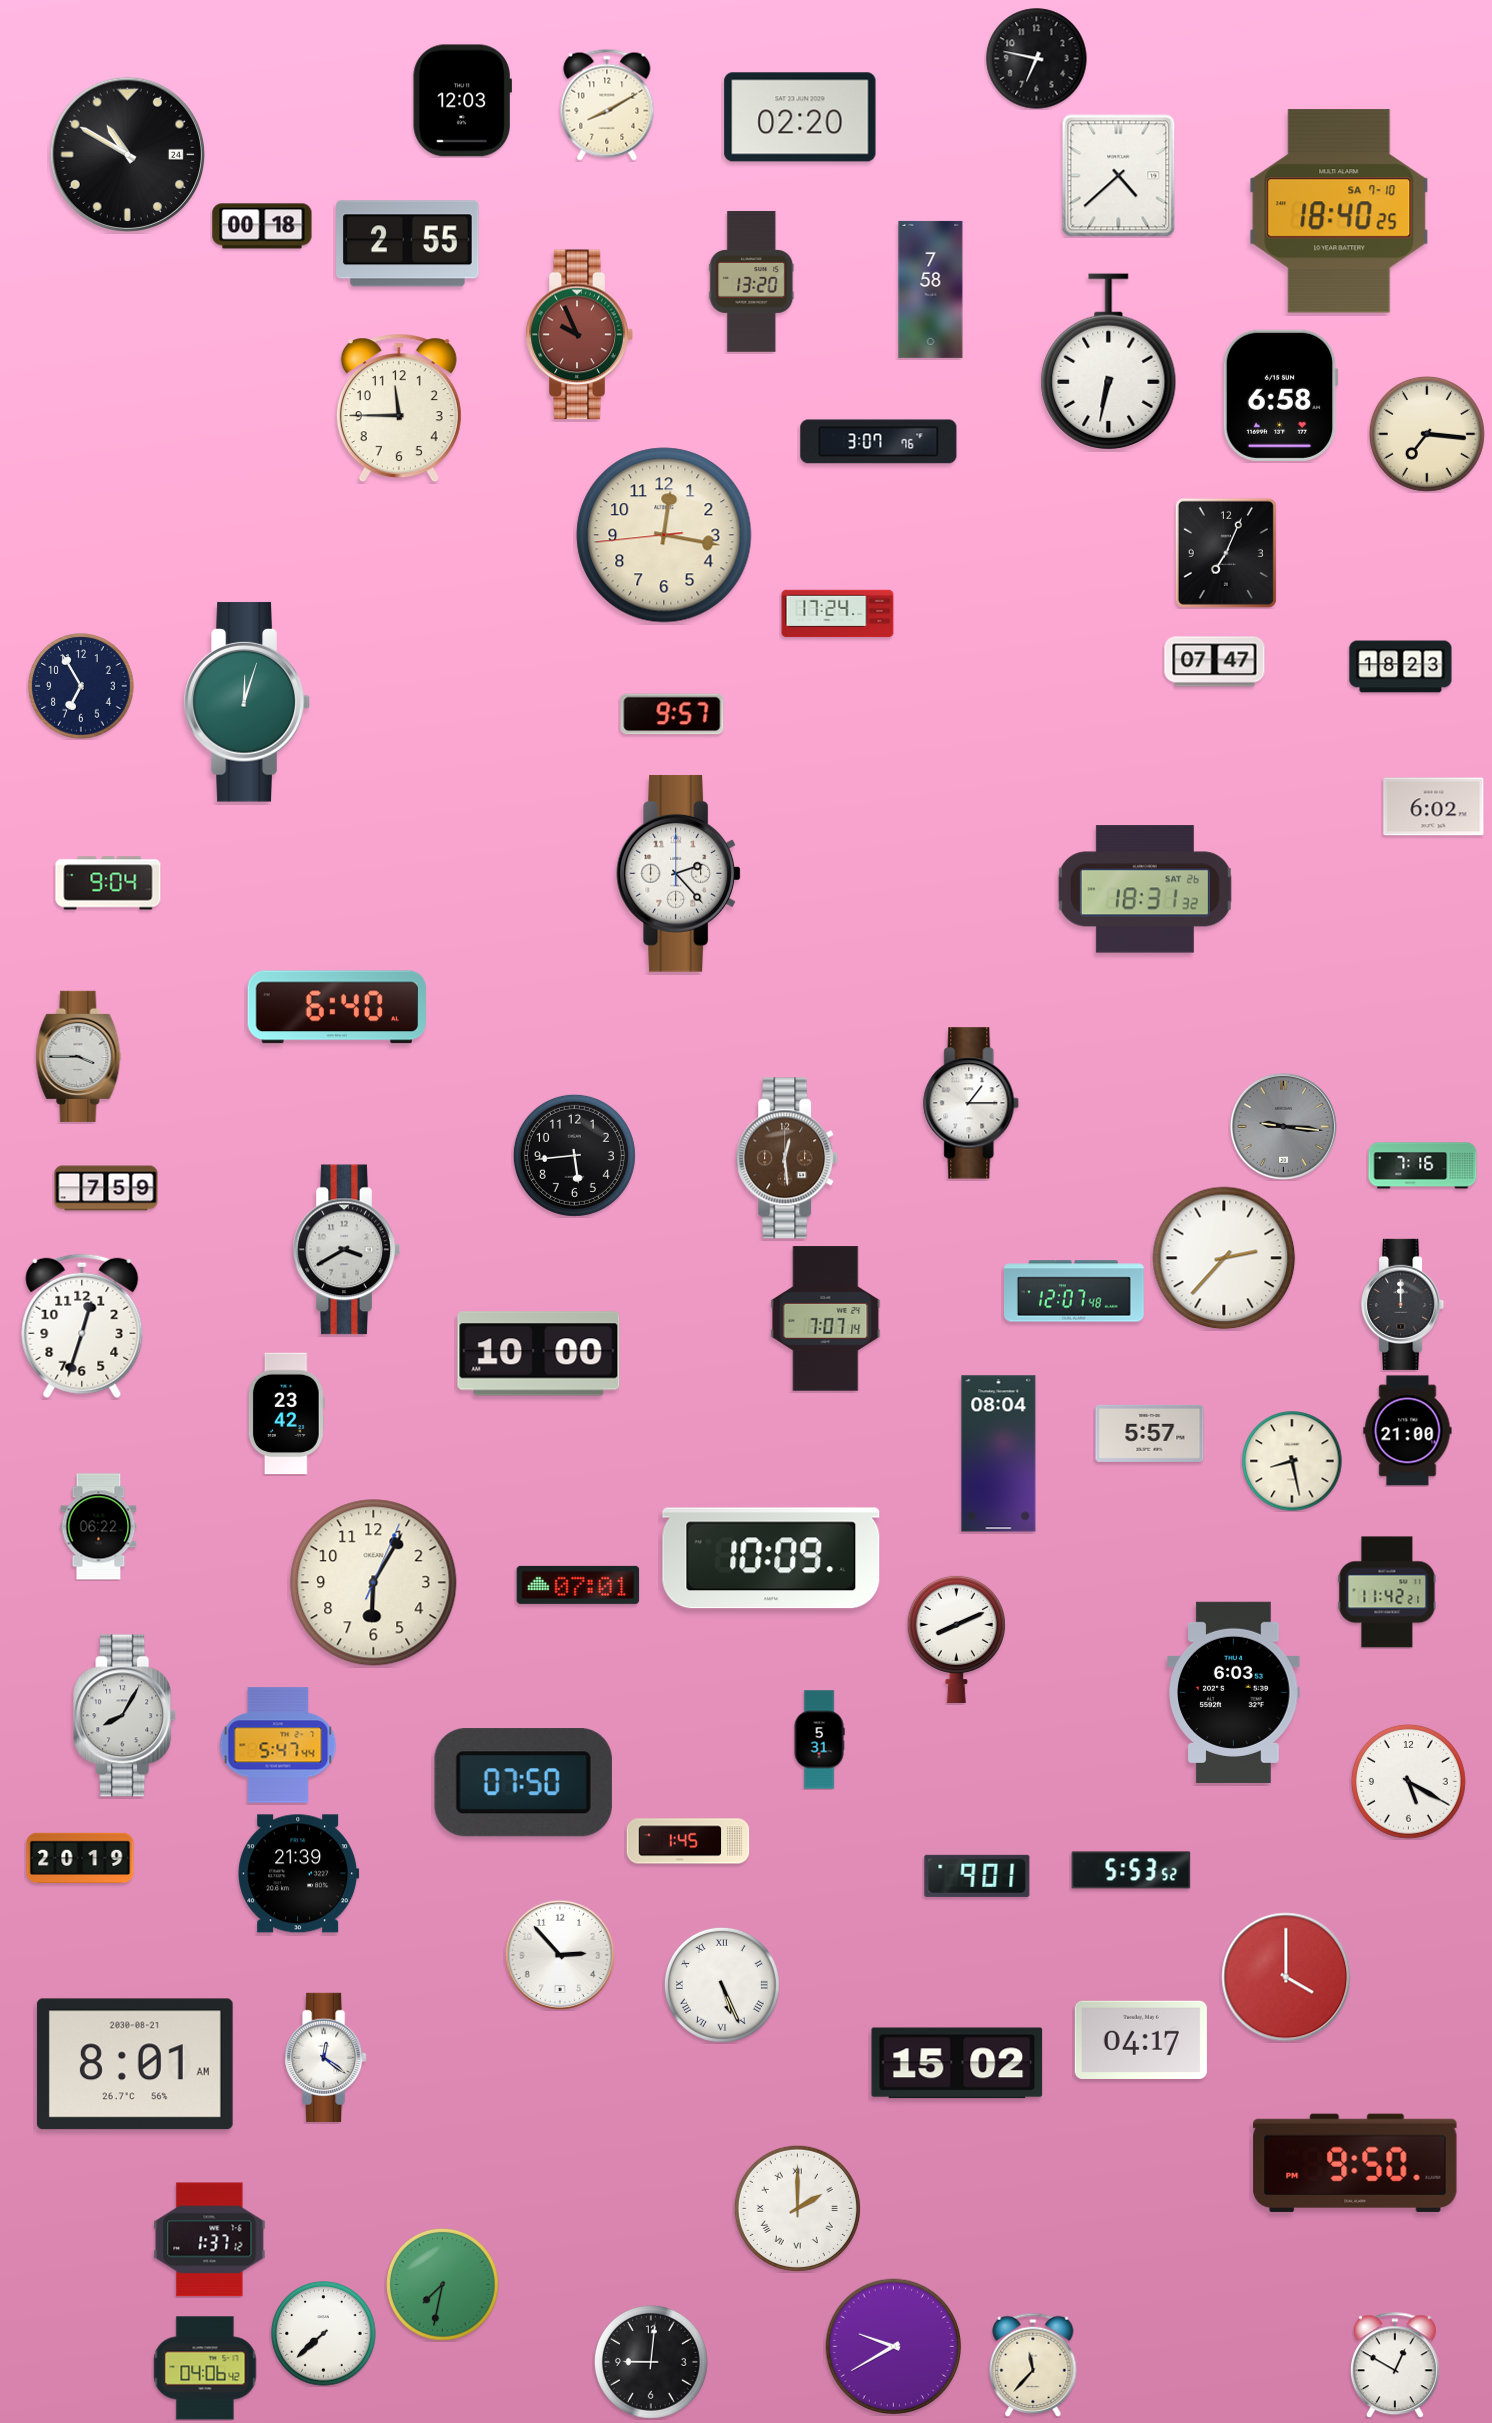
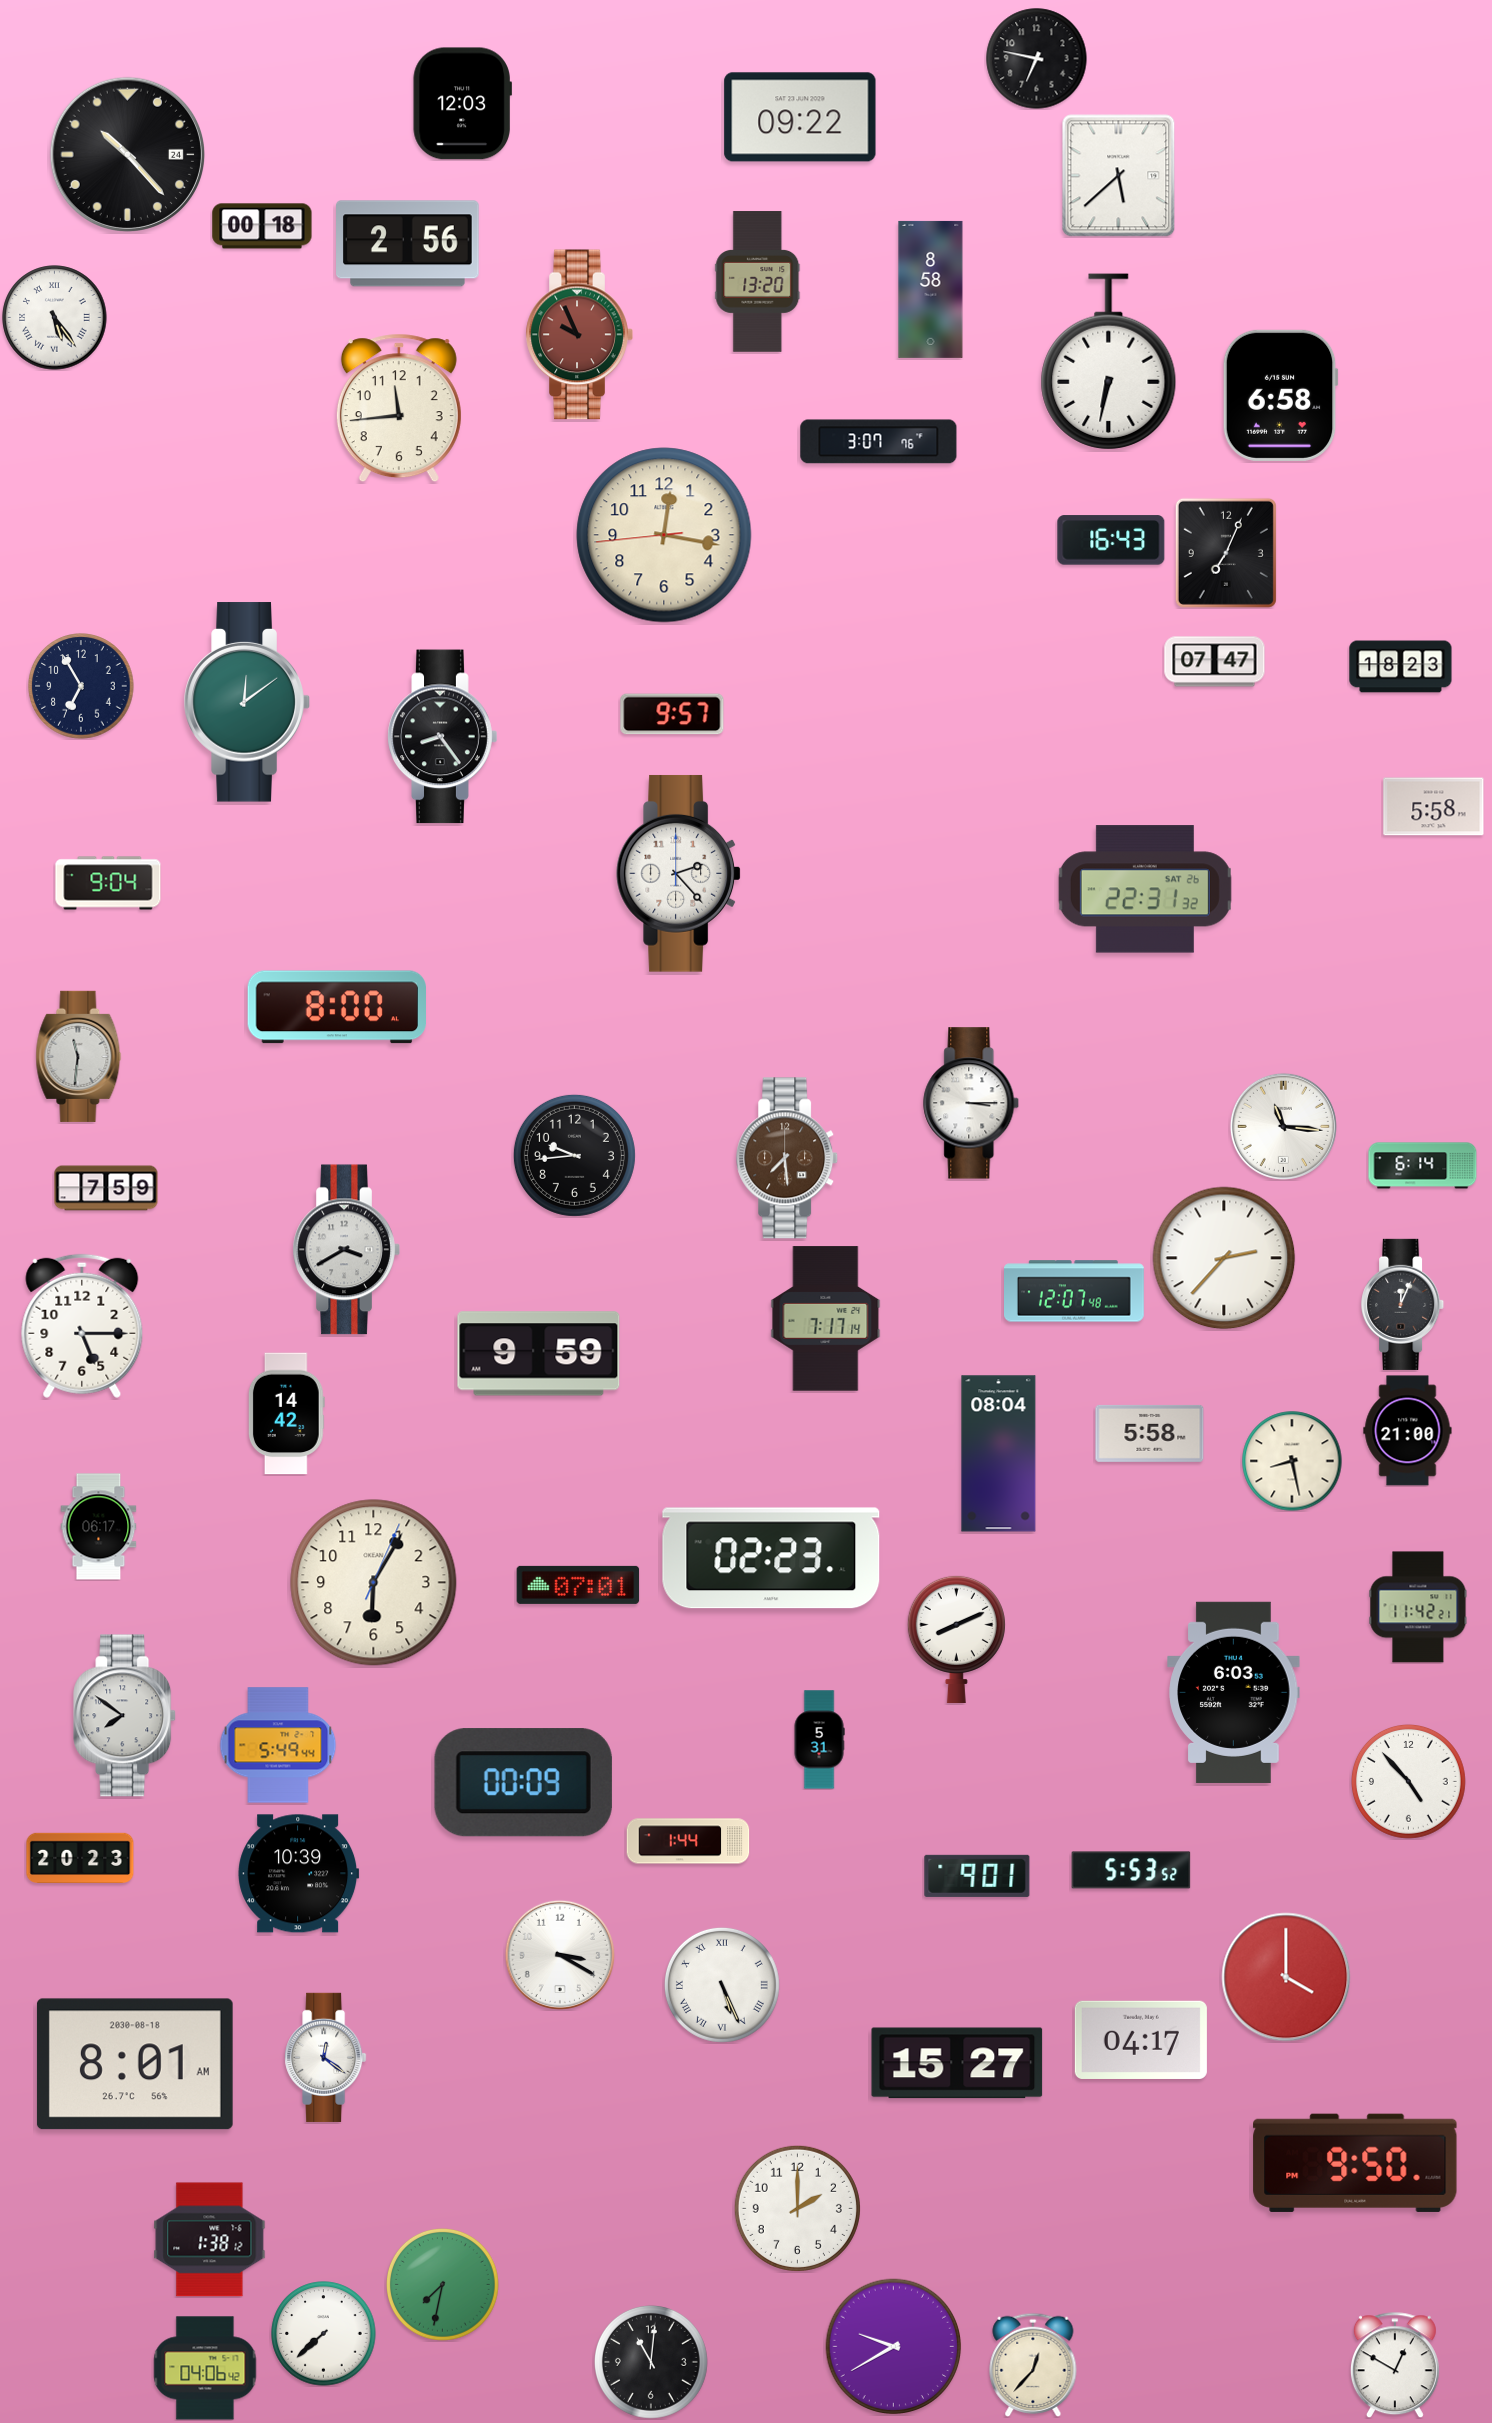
clock at (462, 101) position: (462, 101) -> (462, 104)
clock at (607, 105): 8:10 -> none
clock at (800, 117): 02:20 -> 09:22
clock at (127, 154): 10:50 -> 10:23
clock at (1119, 176): 4:38 -> 5:38
clock at (1339, 211): 18:40 -> none
clock at (408, 244): 2:55 -> 2:56
clock at (752, 282) position: (752, 282) -> (758, 282)
clock at (931, 289): 7:58 -> 8:58
clock at (55, 318): none -> 5:24
clock at (399, 408): 11:45 -> 11:44
clock at (1427, 434): 7:16 -> none
clock at (1111, 540): none -> 16:43
clock at (838, 614): 17:24 -> none
clock at (247, 702): 12:03 -> 12:09
clock at (443, 737): none -> 8:24
clock at (1434, 807): 6:02 -> 5:58
clock at (1145, 889): 18:31 -> 22:31
clock at (337, 1007): 6:40 -> 8:00
clock at (79, 1056): 3:45 -> 11:31
clock at (972, 1103): 1:15 -> 3:15
clock at (1283, 1126): 9:16 -> 11:16
clock at (1283, 1126) dial: grey -> white
clock at (574, 1155): 5:44 -> 9:44
clock at (788, 1158): 12:29 -> 7:29
clock at (1423, 1166): 7:16 -> 6:14
clock at (1403, 1304): 12:00 -> 12:04
clock at (826, 1319): 7:07 -> 7:17
clock at (82, 1326): 12:33 -> 5:15
clock at (539, 1354): 10:00 -> 9:59
clock at (286, 1414): 23:42 -> 14:42
clock at (1150, 1433): 5:57 -> 5:58
clock at (99, 1527): 06:22 -> 06:17
clock at (771, 1558): 10:09 -> 02:23
clock at (1387, 1592) position: (1387, 1592) -> (1418, 1607)
clock at (125, 1716): 8:05 -> 7:51
clock at (278, 1745): 5:47 -> 5:49
clock at (1408, 1781): 5:20 -> 4:53
clock at (523, 1783): 07:50 -> 00:09
clock at (688, 1841): 1:45 -> 1:44
clock at (80, 1857): 20:19 -> 20:23
clock at (299, 1874): 21:39 -> 10:39
clock at (560, 1955): 2:53 -> 3:20
clock at (957, 2063): 15:02 -> 15:27
clock at (135, 2064) date: 2030-08-21 -> 2030-08-18
clock at (797, 2208) numerals: Roman -> Arabic
clock at (210, 2240): 1:37 -> 1:38
clock at (651, 2362): 9:01 -> 11:01
clock at (1033, 2365): 11:37 -> 12:37
